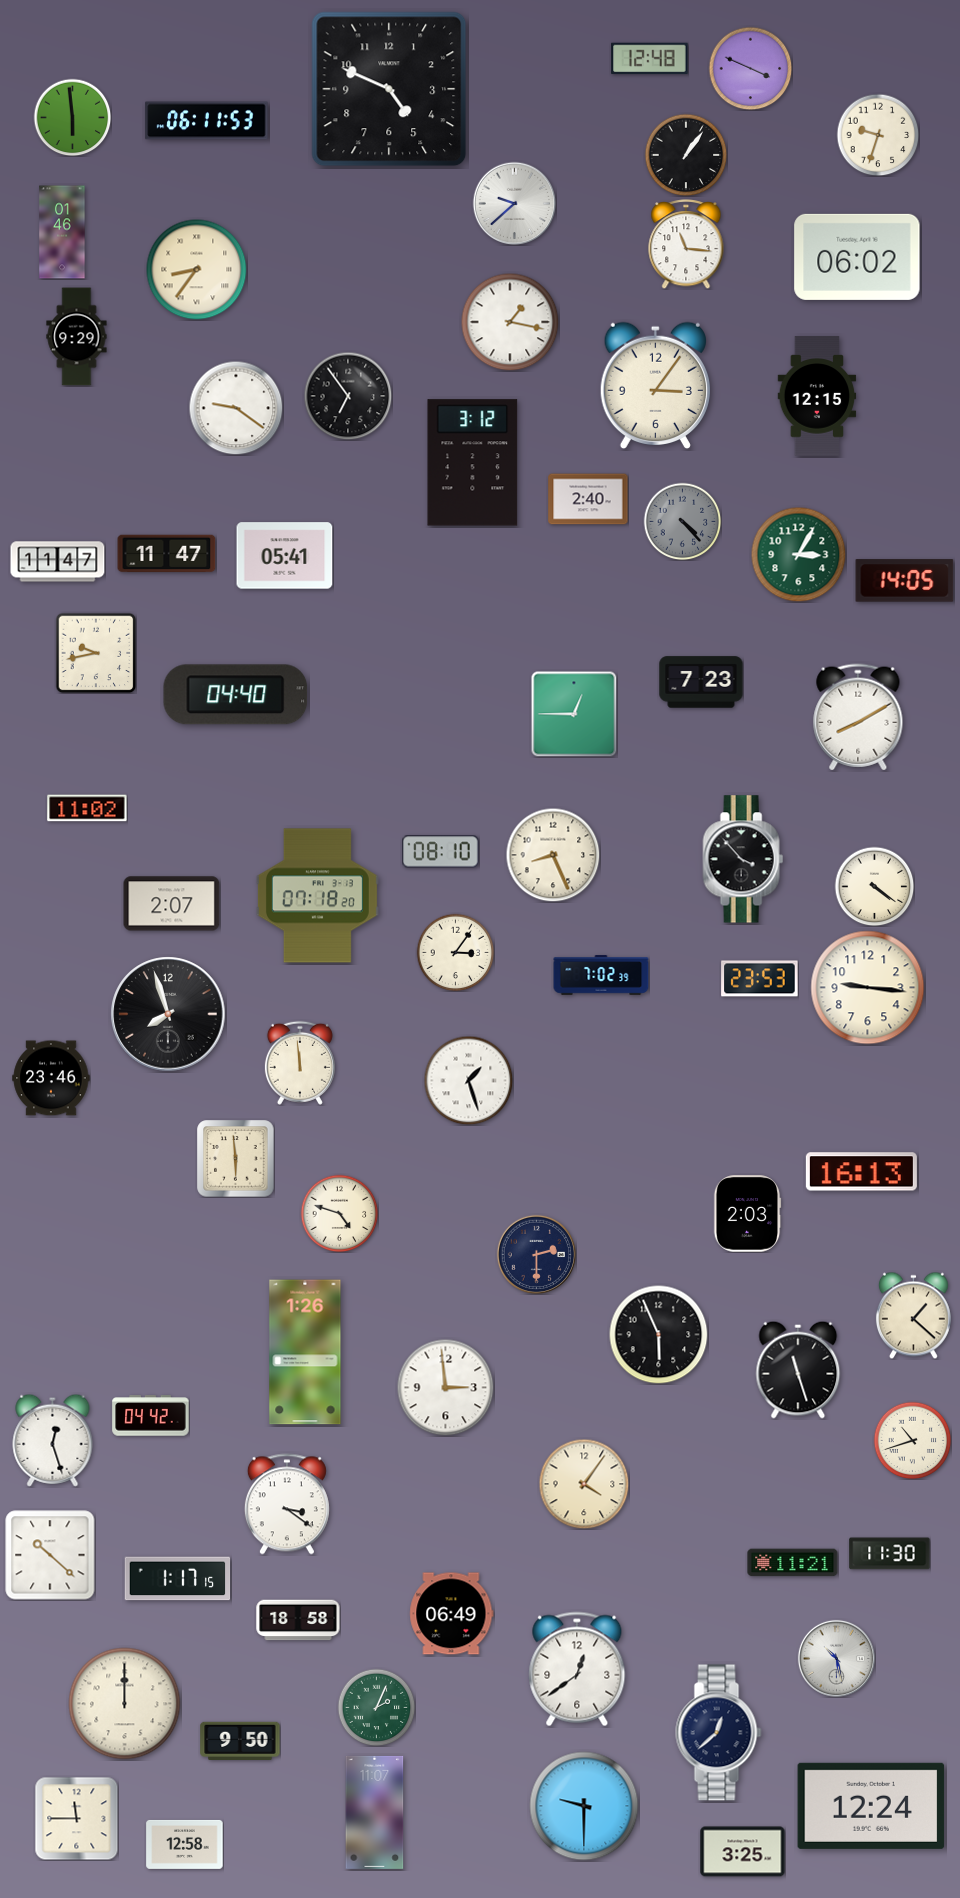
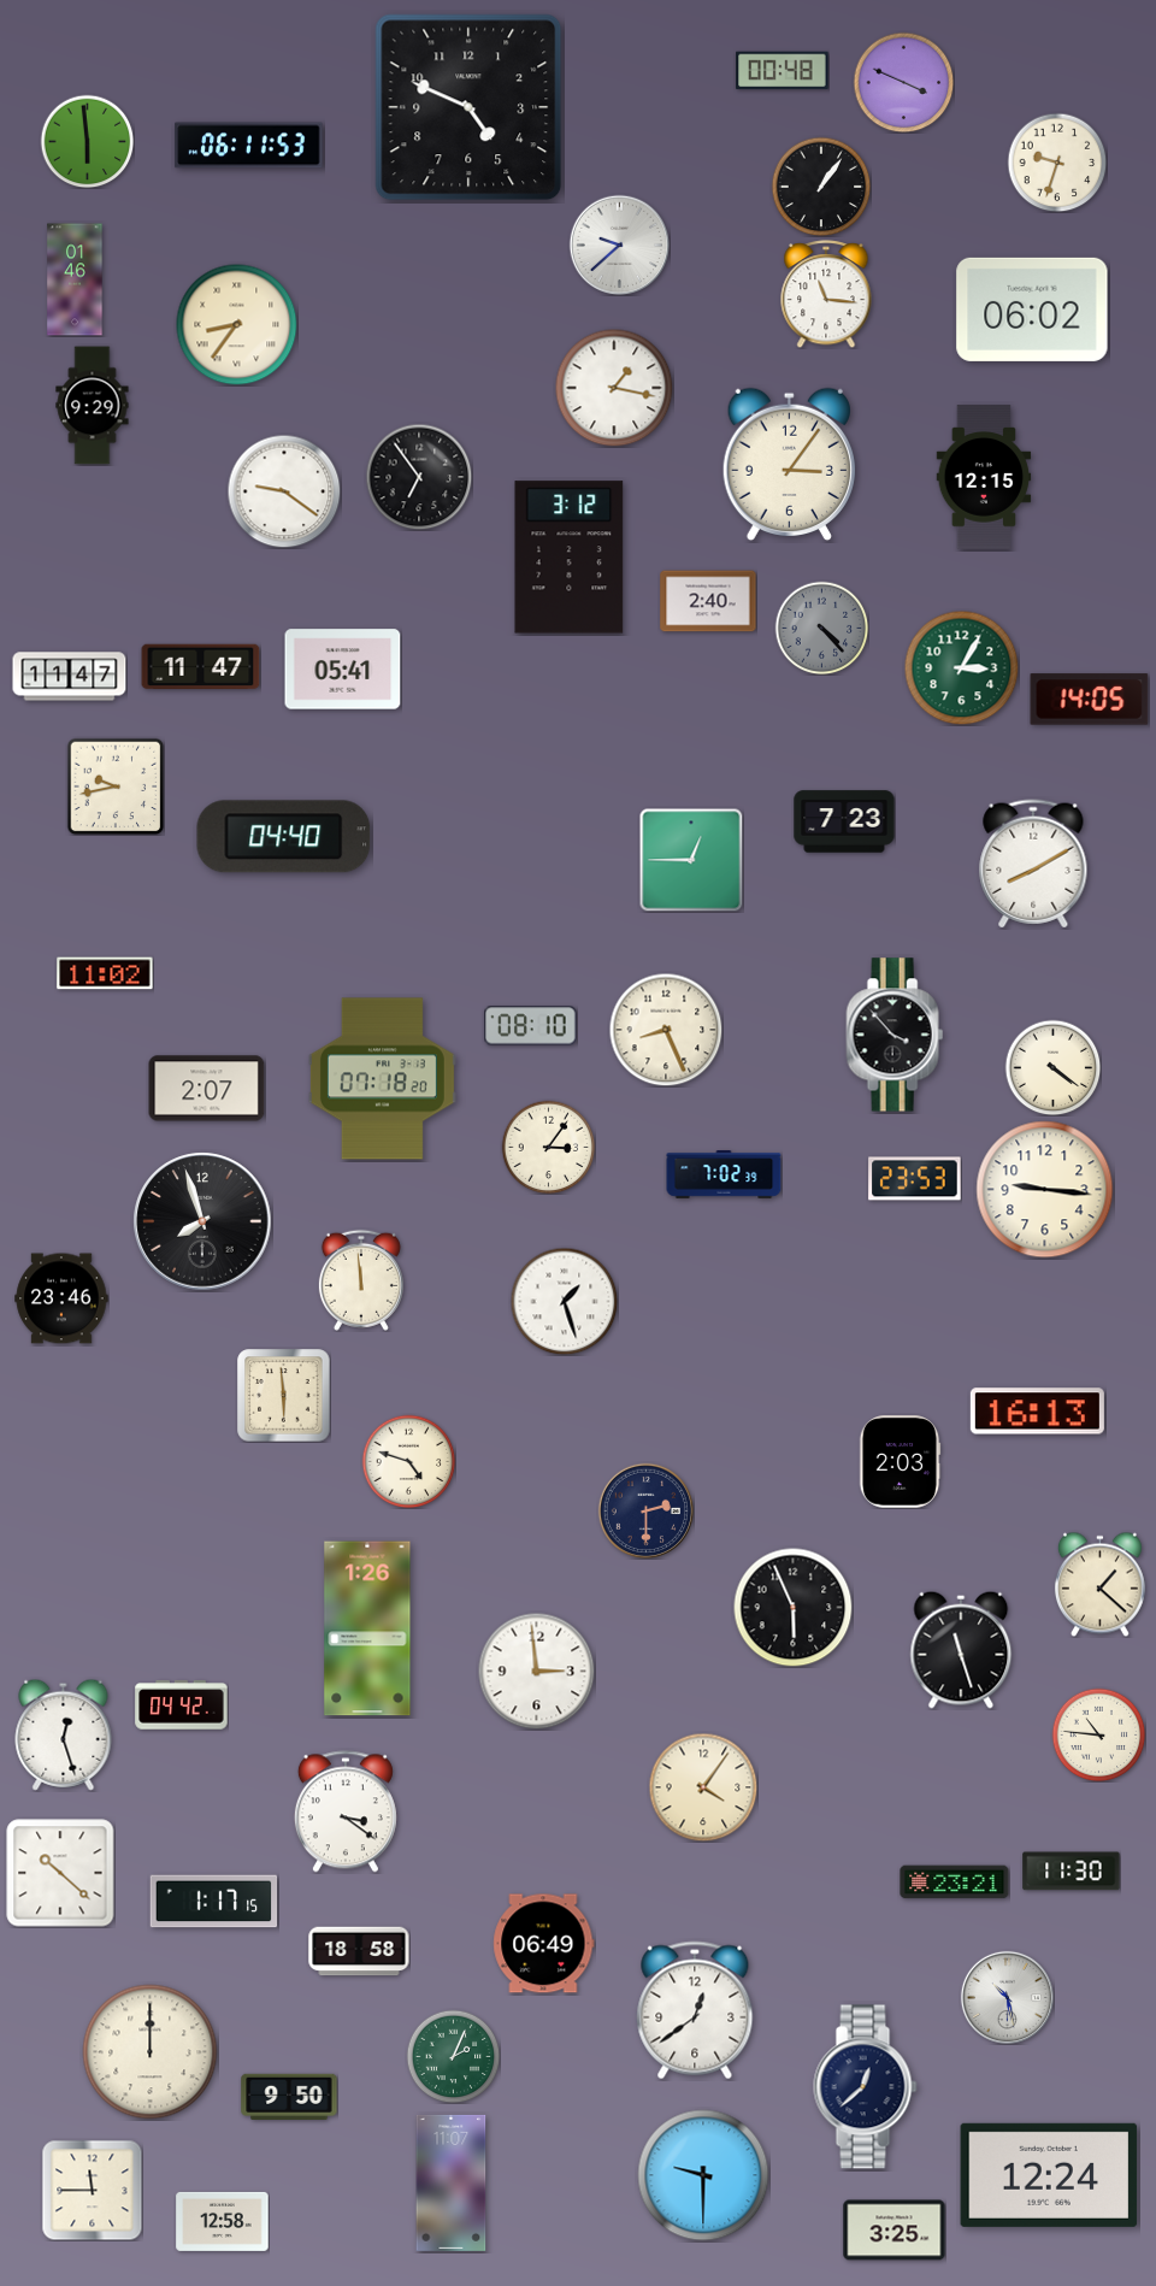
clock at (650, 59): 12:48 -> 00:48
clock at (686, 155) position: (686, 155) -> (821, 187)
clock at (912, 1440): 10:42 -> 10:46
clock at (793, 1563): 11:21 -> 23:21
